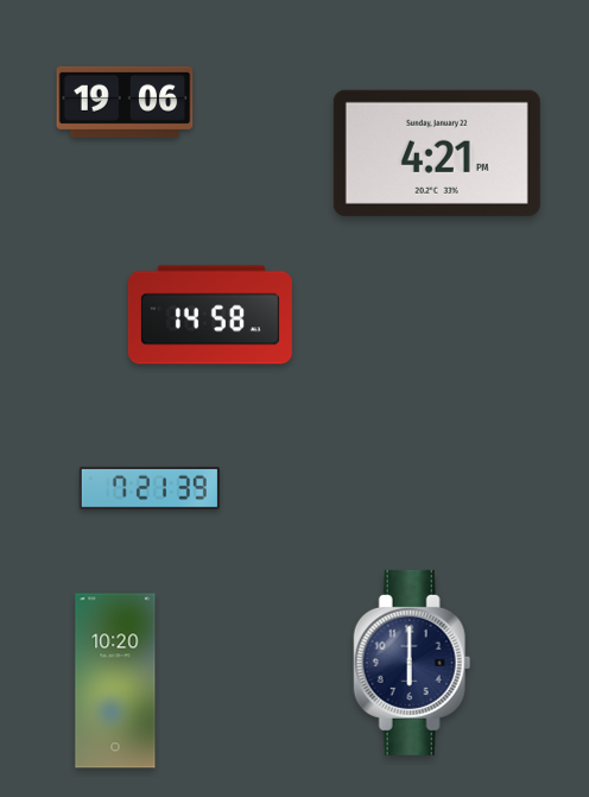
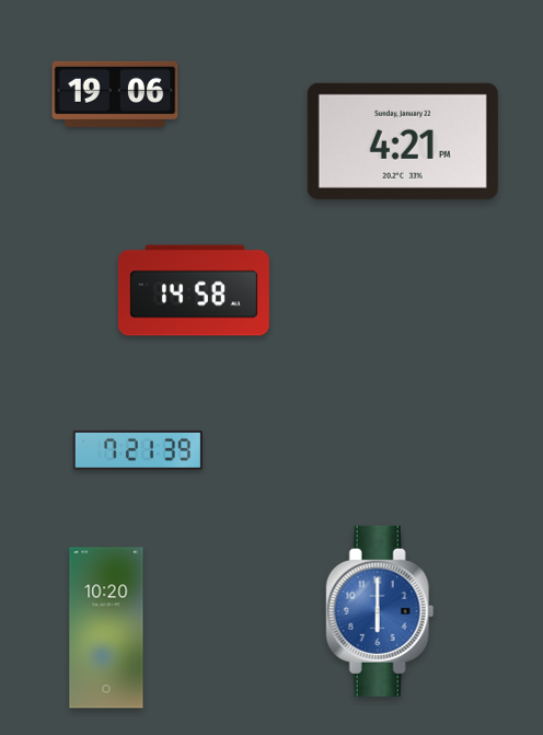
clock at (412, 663) dial: navy -> blue
